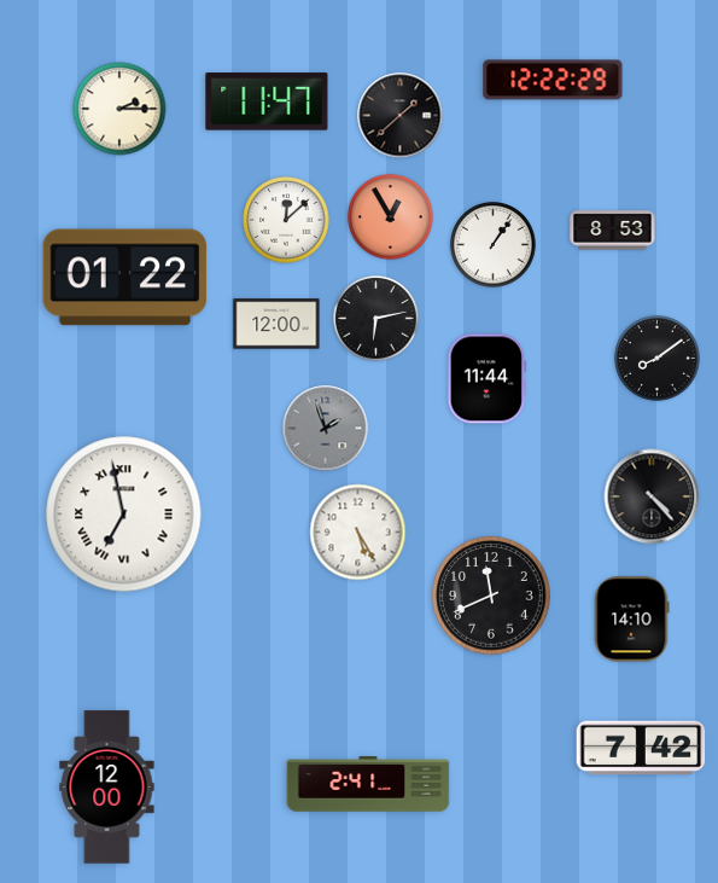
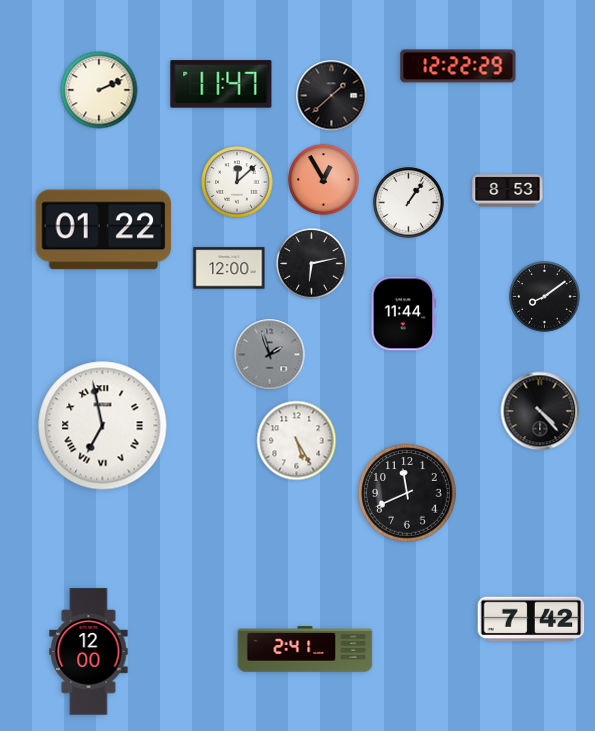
clock at (119, 109): 2:15 -> 2:11
clock at (631, 620): 14:10 -> none
